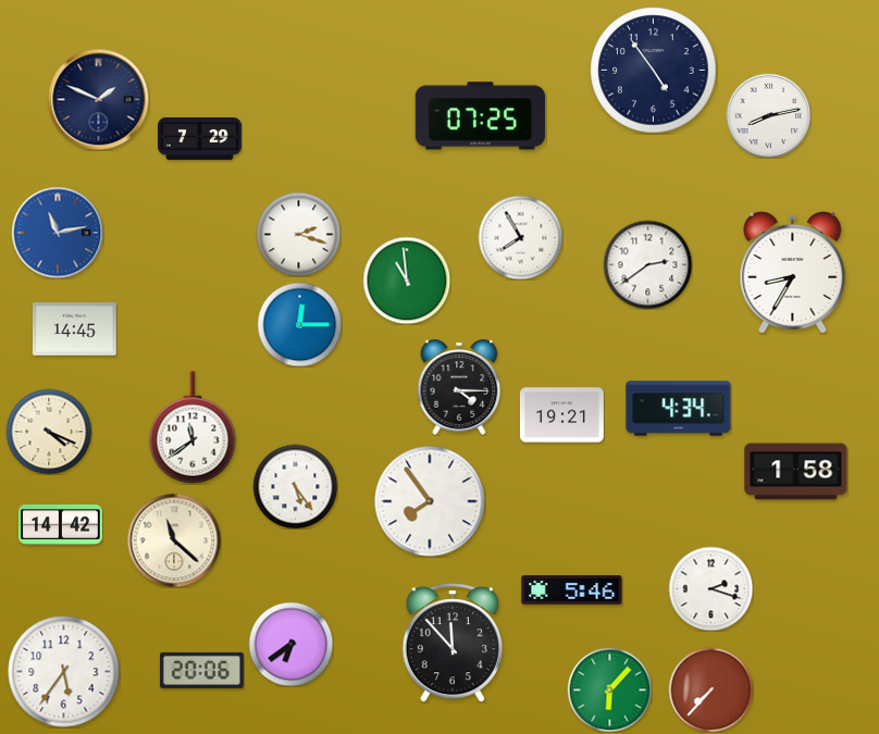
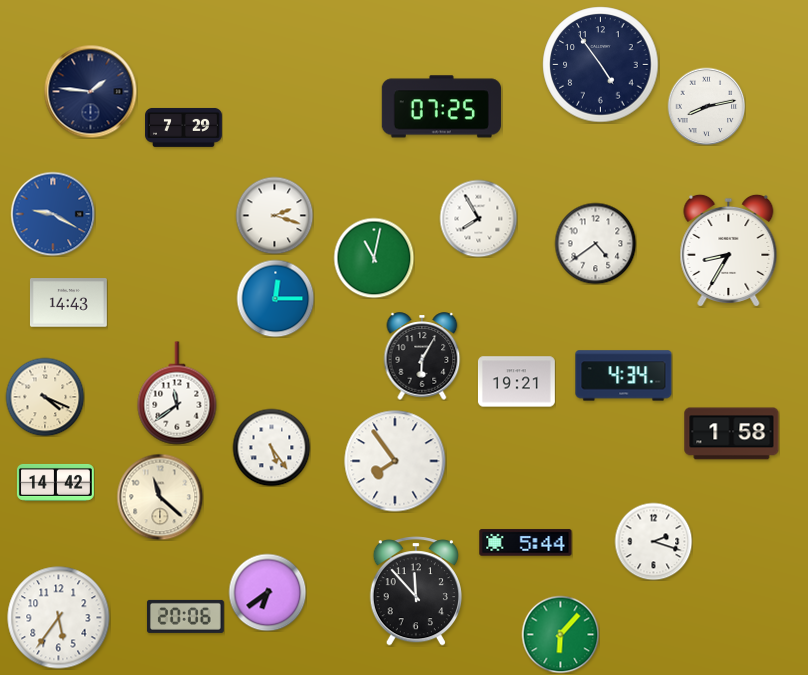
clock at (98, 99): 1:49 -> 1:46
clock at (58, 233): 11:13 -> 9:20
clock at (647, 264): 2:39 -> 4:39
clock at (407, 281): 10:59 -> 11:02
clock at (74, 329): 14:45 -> 14:43
clock at (459, 387): 4:15 -> 6:05
clock at (572, 590): 5:46 -> 5:44
clock at (710, 689): 7:37 -> none
